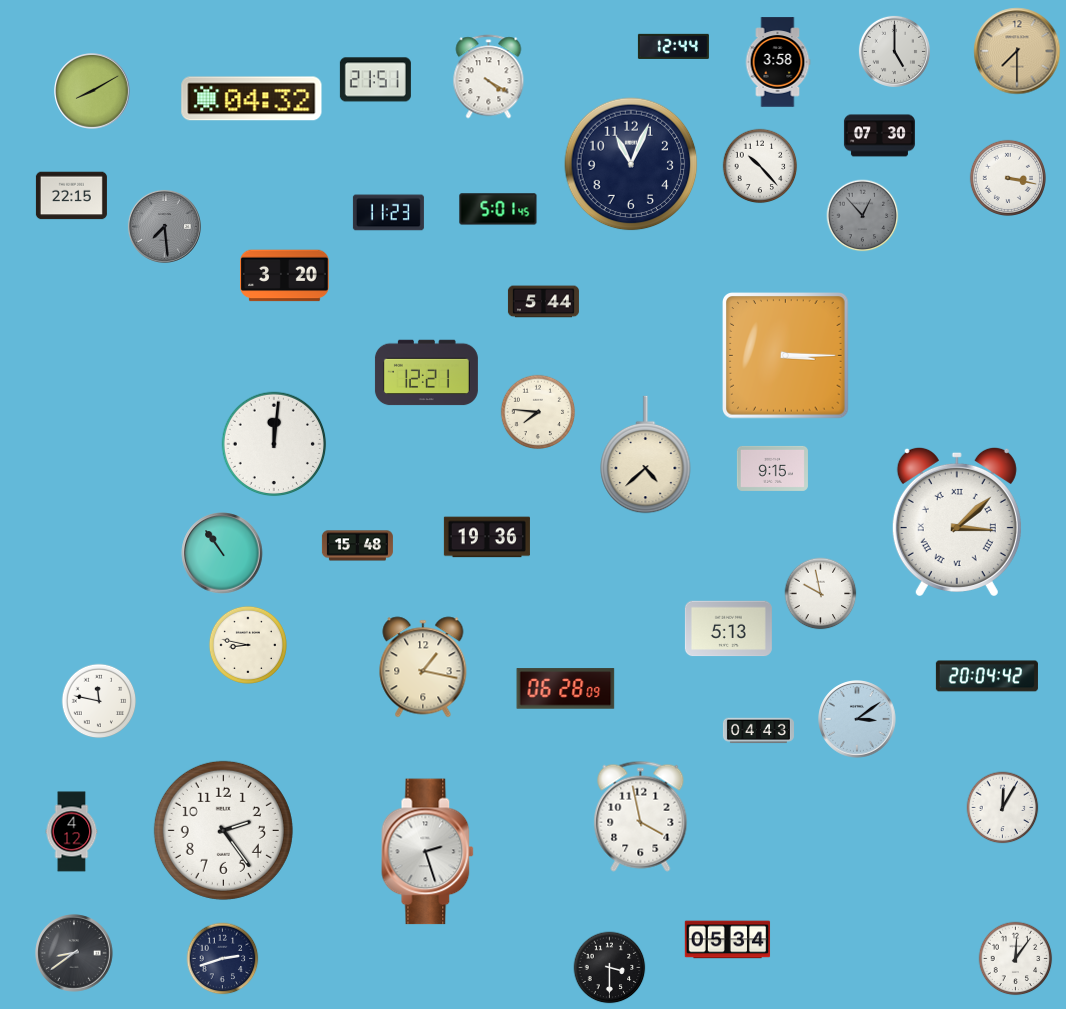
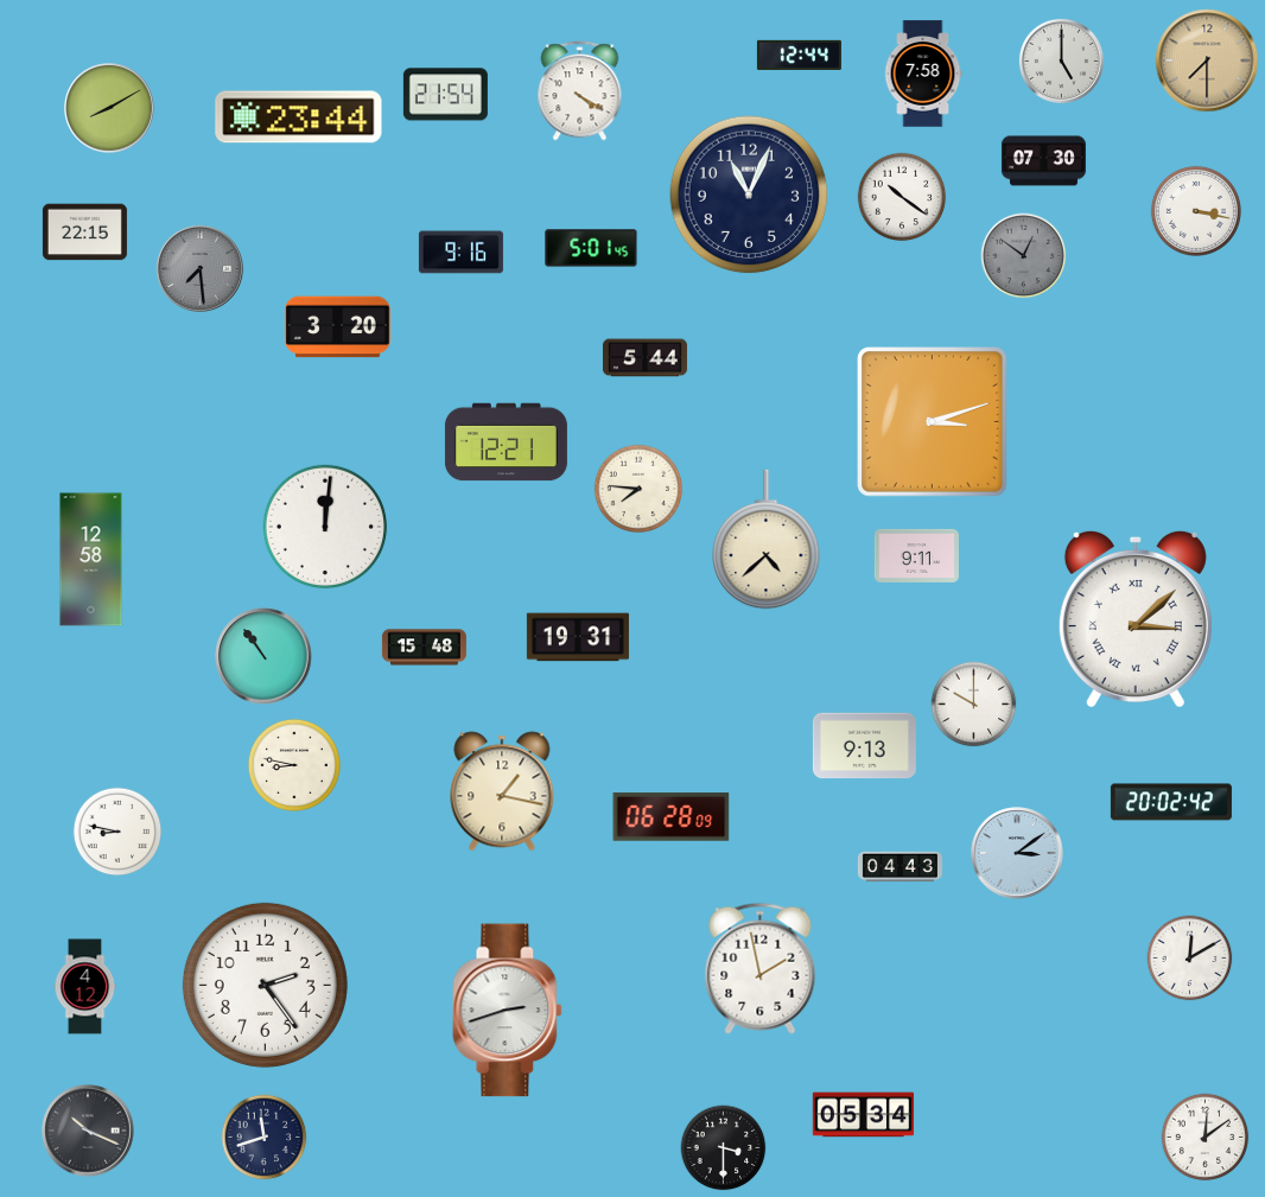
clock at (778, 62): 3:58 -> 7:58
clock at (375, 80): 21:51 -> 21:54
clock at (252, 99): 04:32 -> 23:44
clock at (760, 166): 10:23 -> 10:21
clock at (388, 213): 11:23 -> 9:16
clock at (863, 216): 12:53 -> 12:51
clock at (164, 226) position: (164, 226) -> (199, 268)
clock at (786, 356): 3:15 -> 3:12
clock at (772, 468): 9:15 -> 9:11
clock at (91, 560): none -> 12:58
clock at (487, 537): 19:36 -> 19:31
clock at (821, 594): 9:58 -> 10:00
clock at (728, 629): 5:13 -> 9:13
clock at (987, 676): 20:04 -> 20:02
clock at (99, 701): 11:47 -> 8:47
clock at (1003, 808): 12:05 -> 12:10
clock at (641, 816): 3:58 -> 1:58
clock at (428, 852): 2:27 -> 2:42
clock at (74, 953): 8:39 -> 10:19
clock at (223, 959): 2:42 -> 11:42
clock at (1016, 959): 12:06 -> 12:09
